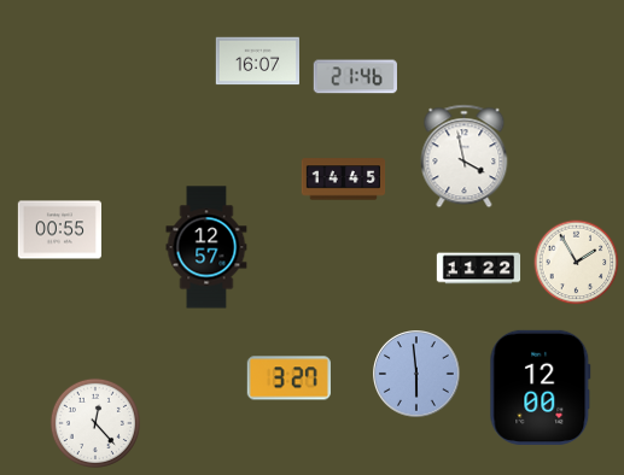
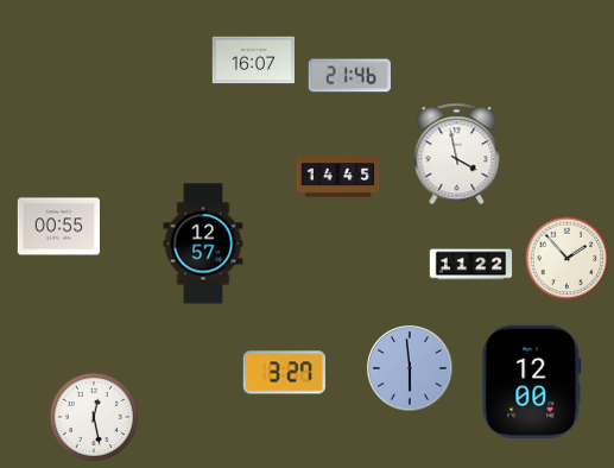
clock at (577, 263): 1:55 -> 1:53
clock at (95, 423): 12:23 -> 12:28
